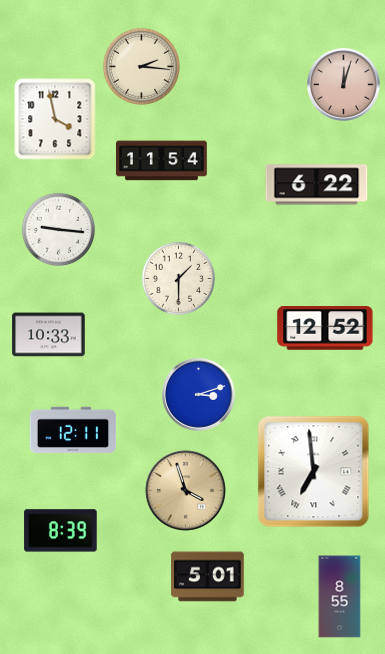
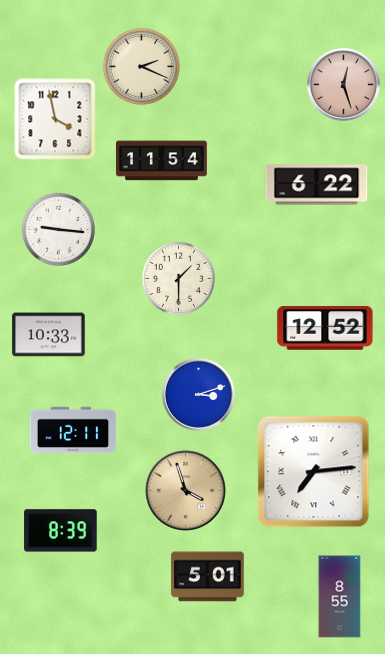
clock at (141, 66): 2:16 -> 2:19
clock at (344, 85): 12:03 -> 12:27
clock at (314, 472): 6:59 -> 7:14
